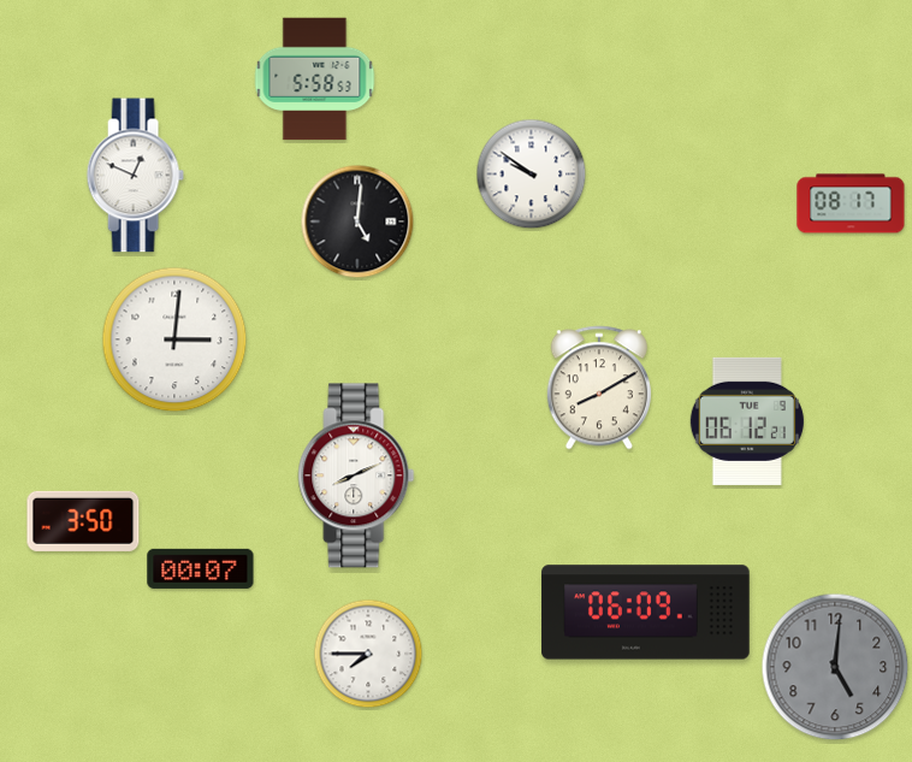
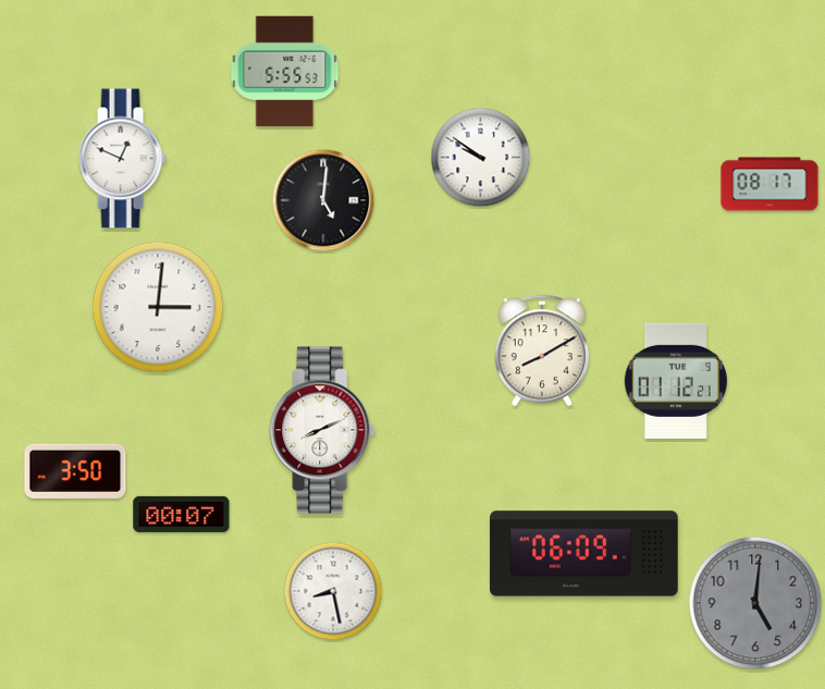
clock at (315, 79): 5:58 -> 5:55
clock at (747, 421): 06:12 -> 01:12
clock at (368, 654): 7:45 -> 8:28
